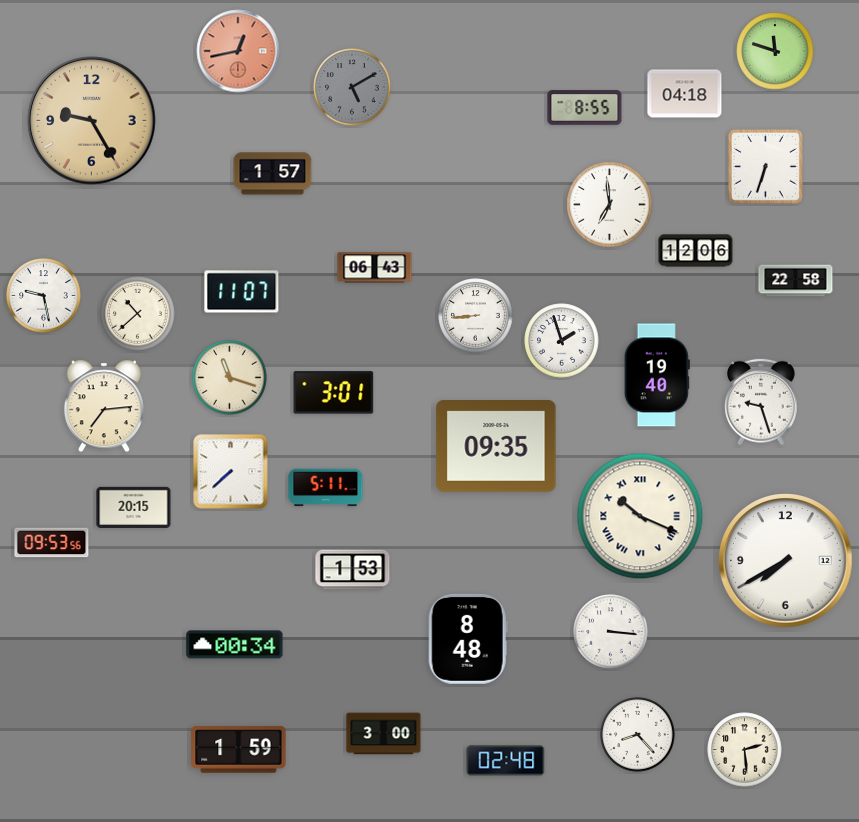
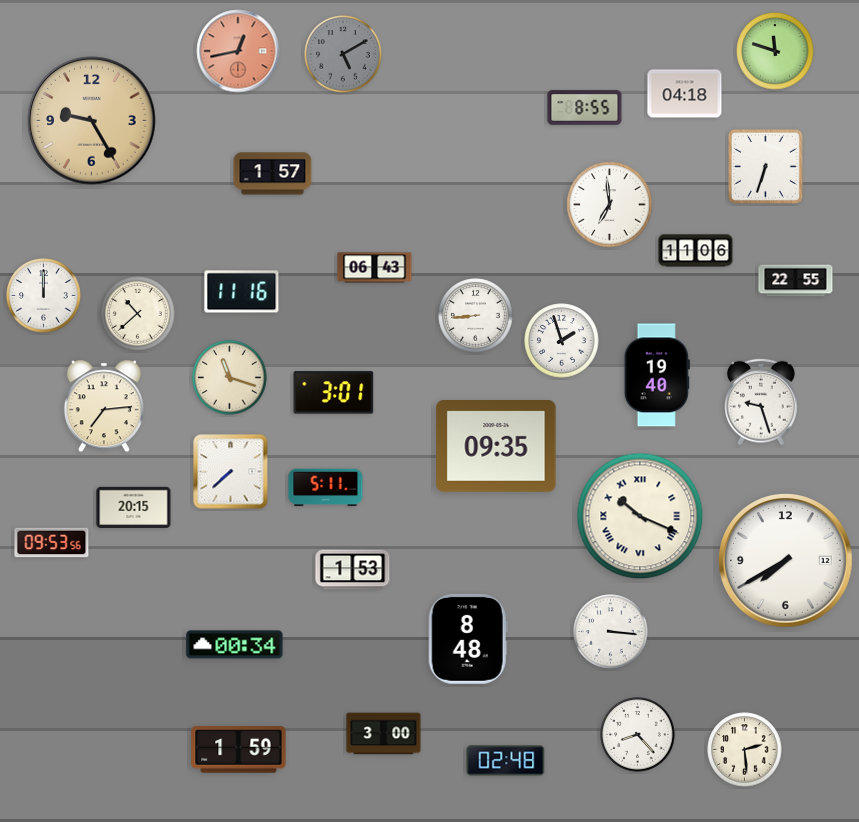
clock at (352, 87) position: (352, 87) -> (343, 54)
clock at (696, 251): 12:06 -> 11:06
clock at (796, 281): 22:58 -> 22:55
clock at (242, 292): 11:07 -> 11:16
clock at (44, 296): 9:28 -> 12:00
